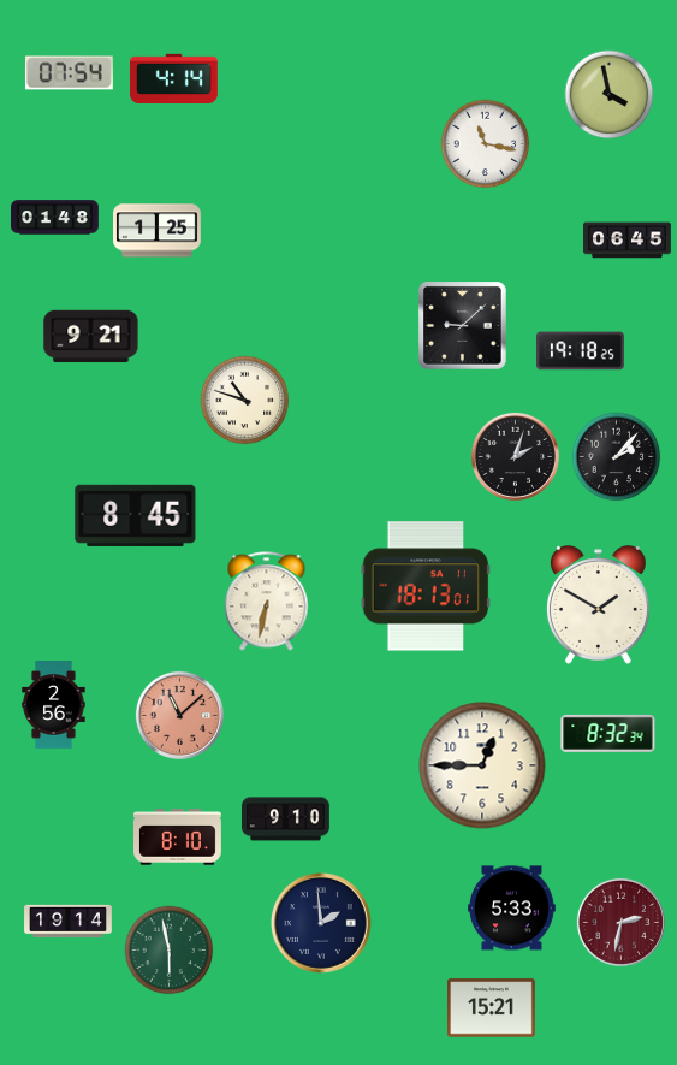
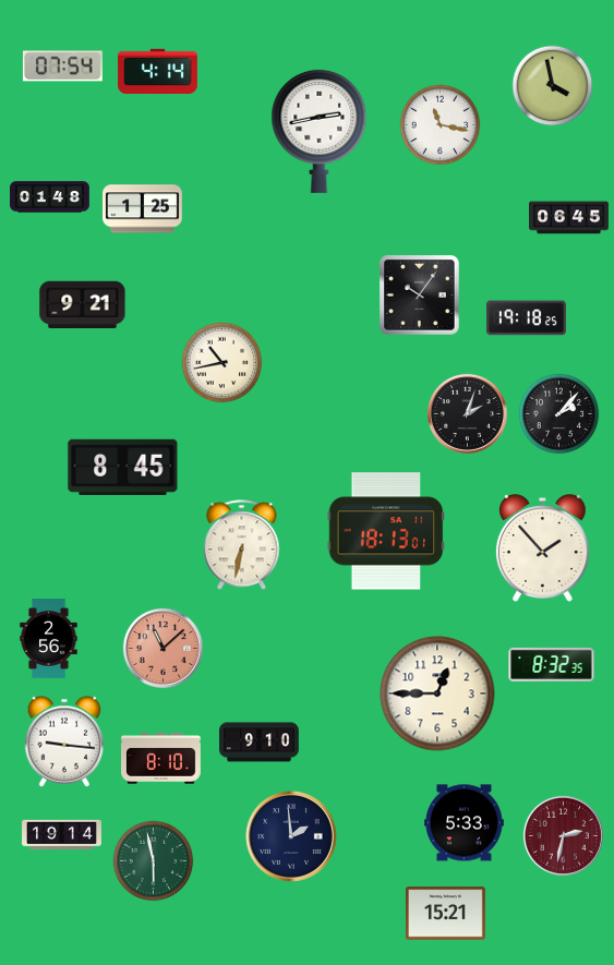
clock at (320, 131): none -> 2:43
clock at (486, 144) position: (486, 144) -> (441, 125)
clock at (463, 326): 9:08 -> 10:06
clock at (245, 401): 10:48 -> 10:43
clock at (598, 605): 1:50 -> 1:53
clock at (608, 733): 8:32:34 -> 8:32:35
clock at (64, 741): none -> 9:16
